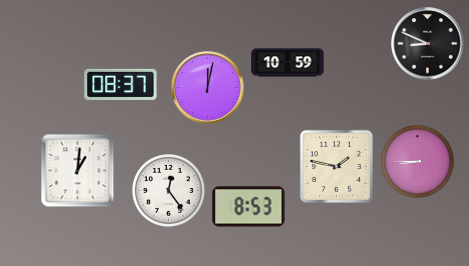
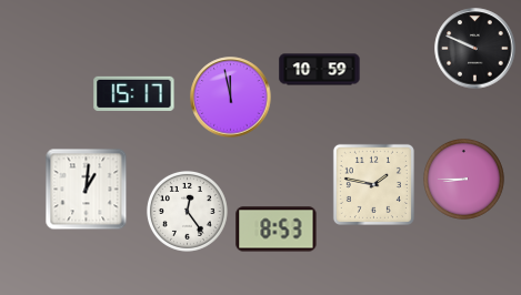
clock at (428, 44): 8:49 -> 9:49
clock at (121, 84): 08:37 -> 15:17
clock at (208, 88): 12:02 -> 11:58
